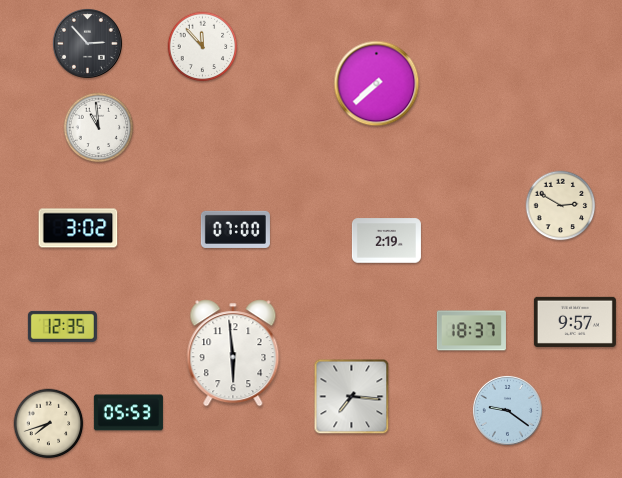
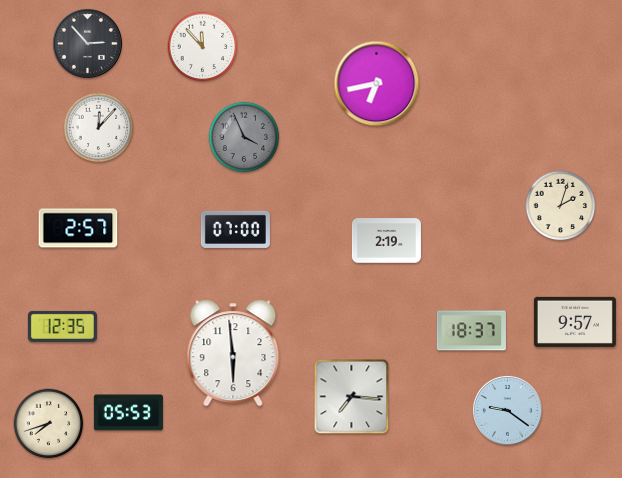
clock at (377, 84): 7:38 -> 6:43
clock at (99, 128): 10:59 -> 12:07
clock at (244, 137): none -> 3:56
clock at (561, 206): 2:50 -> 2:03
clock at (78, 228): 3:02 -> 2:57
